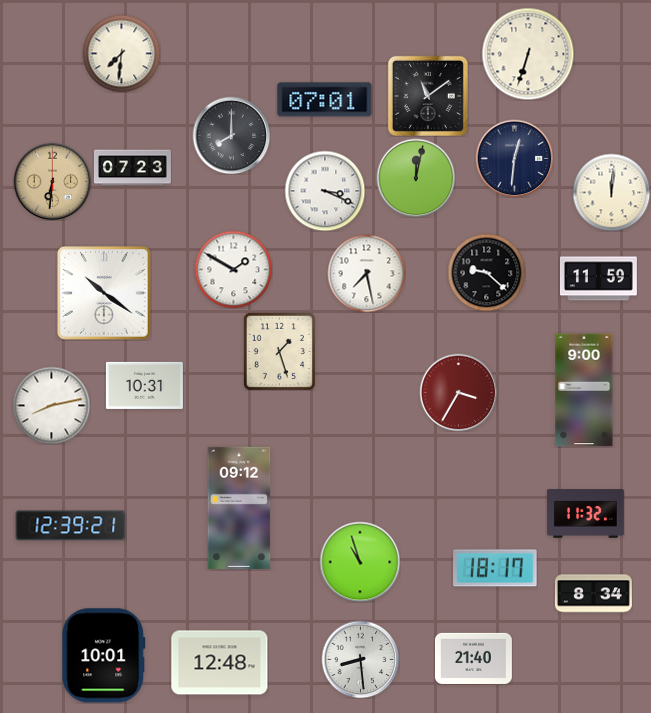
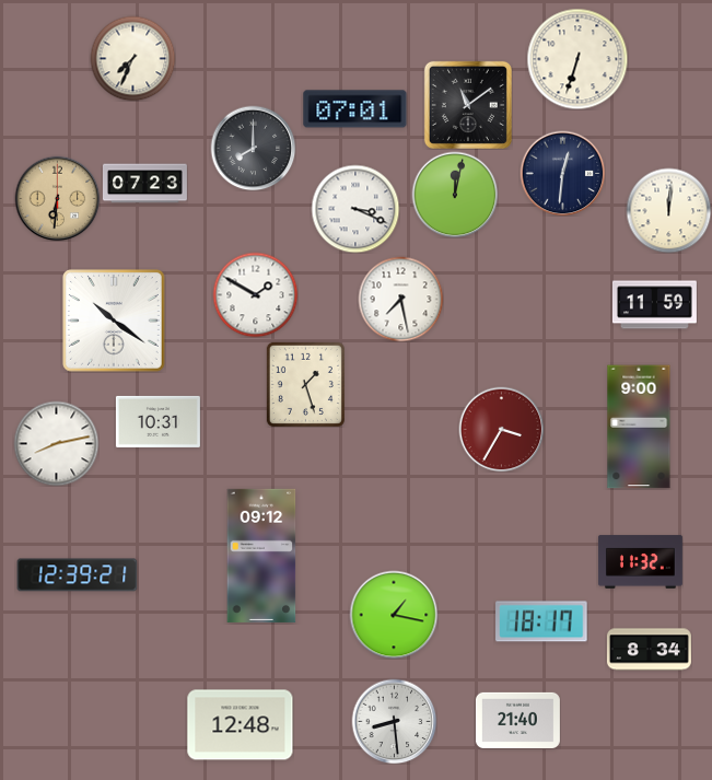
clock at (121, 53): 7:31 -> 7:34
clock at (486, 272): 9:22 -> none
clock at (360, 562): 10:57 -> 1:17
clock at (104, 656): 10:01 -> none
